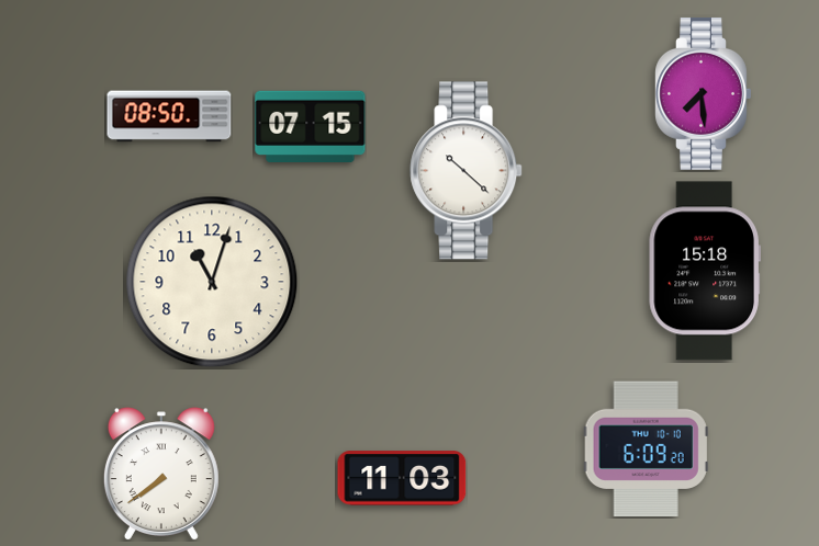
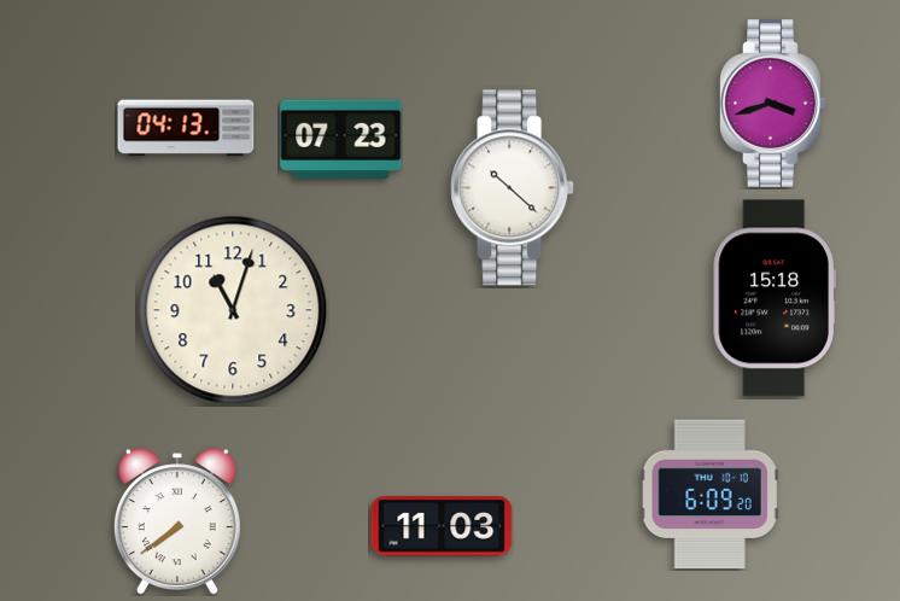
clock at (704, 93): 7:29 -> 3:42
clock at (169, 116): 08:50 -> 04:13
clock at (311, 127): 07:15 -> 07:23
